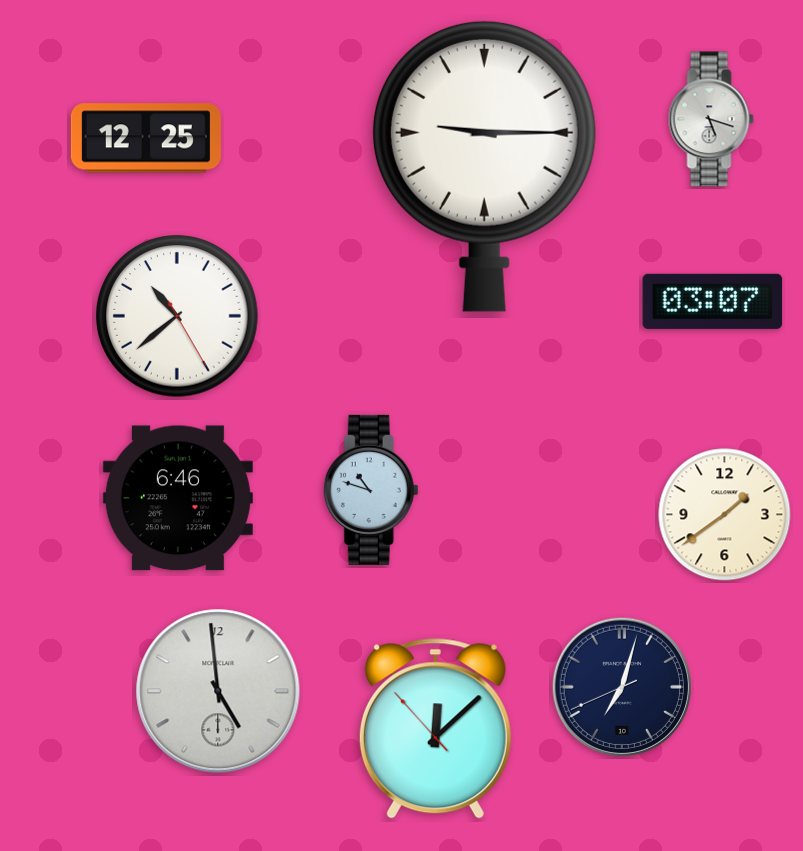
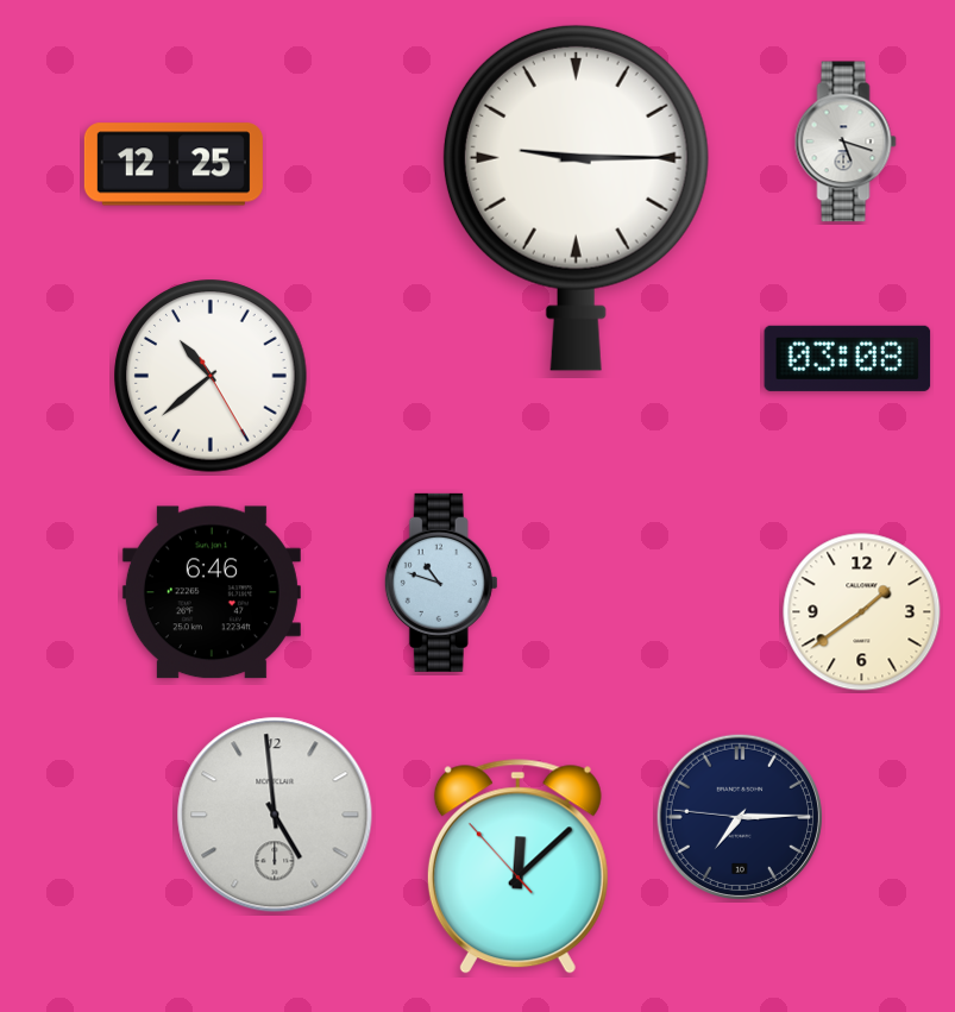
clock at (713, 301): 03:07 -> 03:08
clock at (622, 687): 7:02 -> 7:14
clock at (218, 691) position: (218, 691) -> (275, 815)
